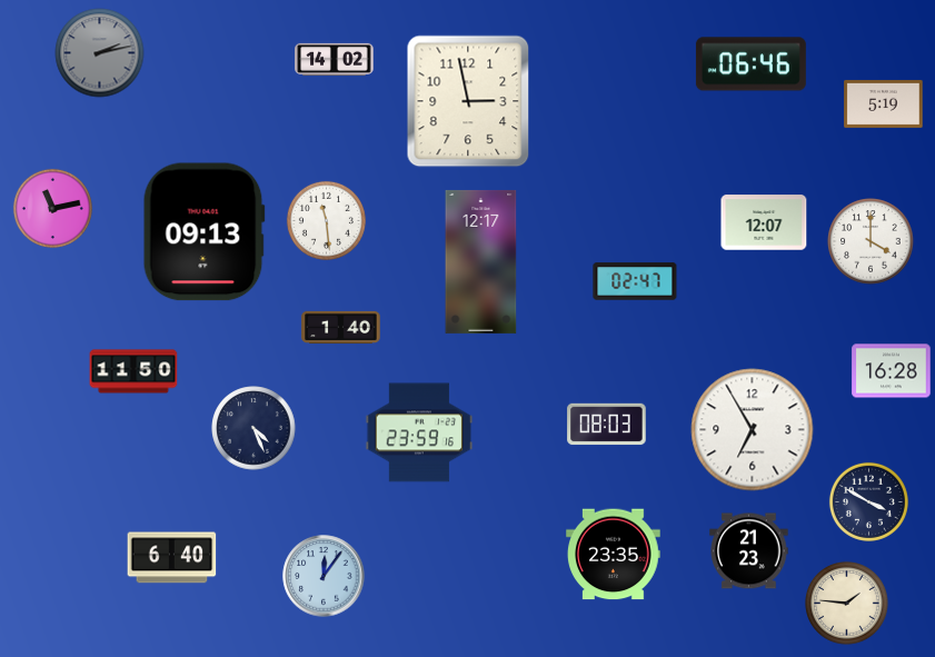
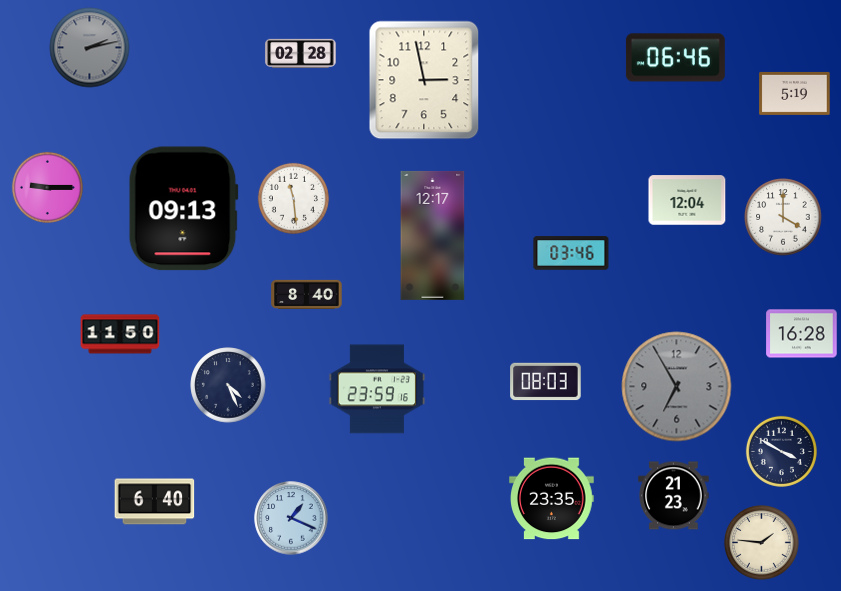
clock at (335, 59): 14:02 -> 02:28
clock at (468, 101) position: (468, 101) -> (424, 80)
clock at (52, 208): 11:13 -> 9:15
clock at (764, 222): 12:07 -> 12:04
clock at (635, 281): 02:47 -> 03:46
clock at (341, 327): 1:40 -> 8:40
clock at (753, 430) dial: white -> grey
clock at (324, 576): 12:06 -> 1:19
